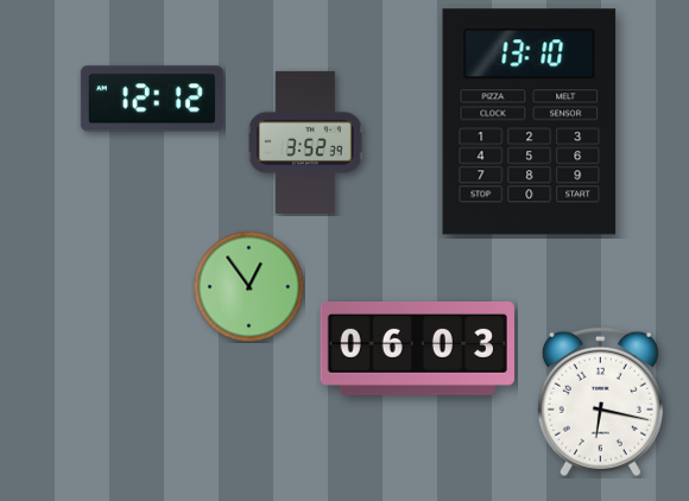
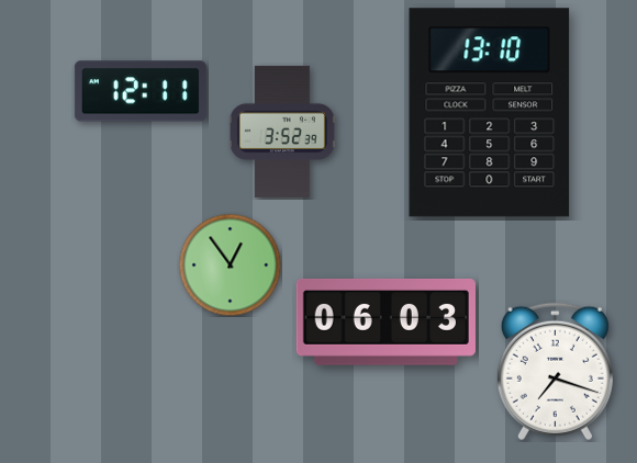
clock at (152, 99): 12:12 -> 12:11
clock at (600, 402): 6:17 -> 7:18
